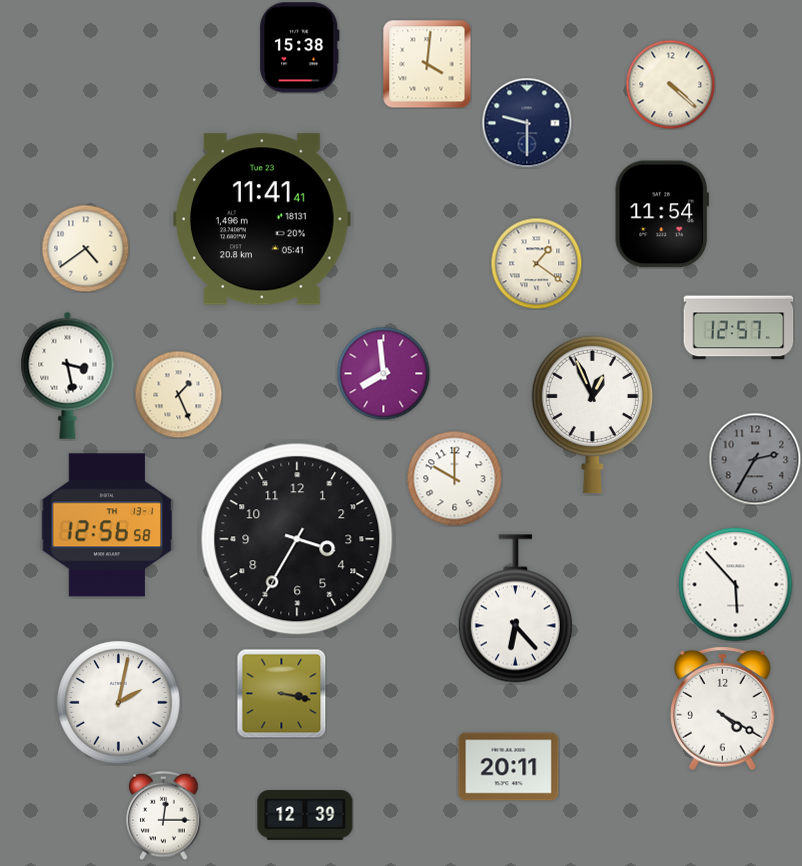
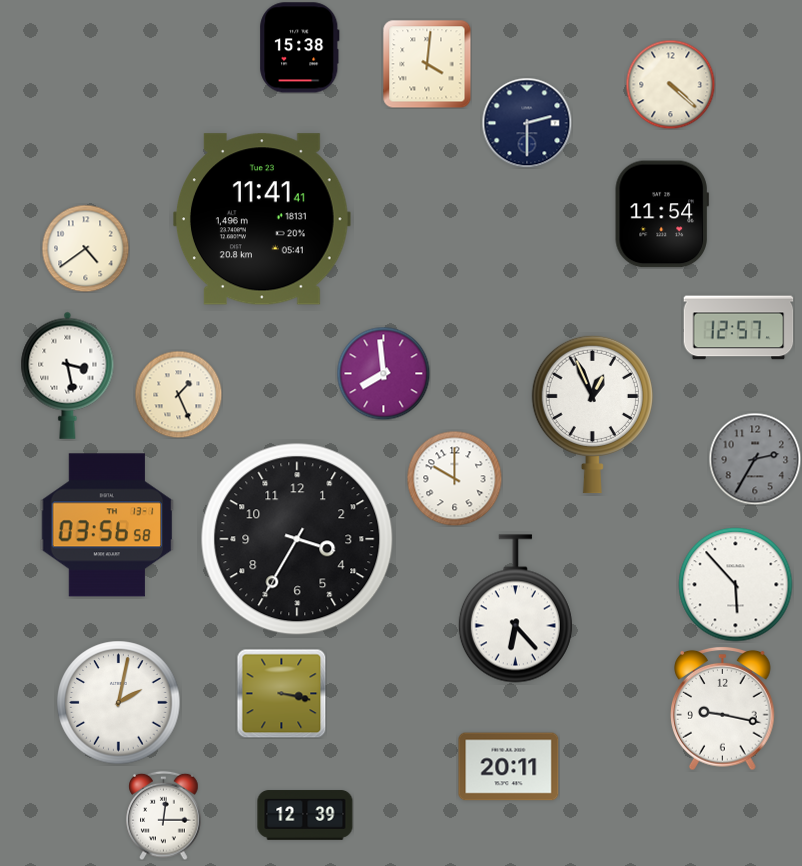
clock at (527, 123): 9:30 -> 2:30
clock at (536, 263): 1:21 -> none
clock at (107, 525): 12:56 -> 03:56
clock at (723, 708): 4:20 -> 9:17
